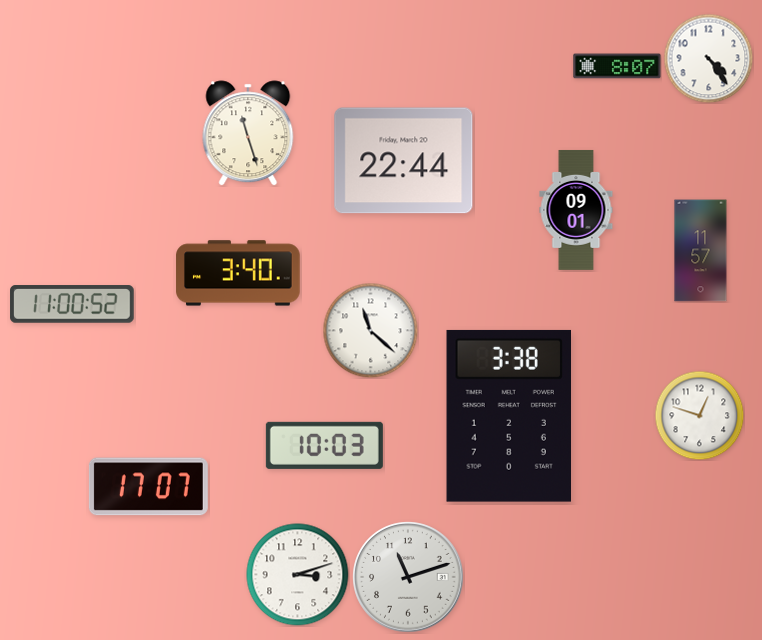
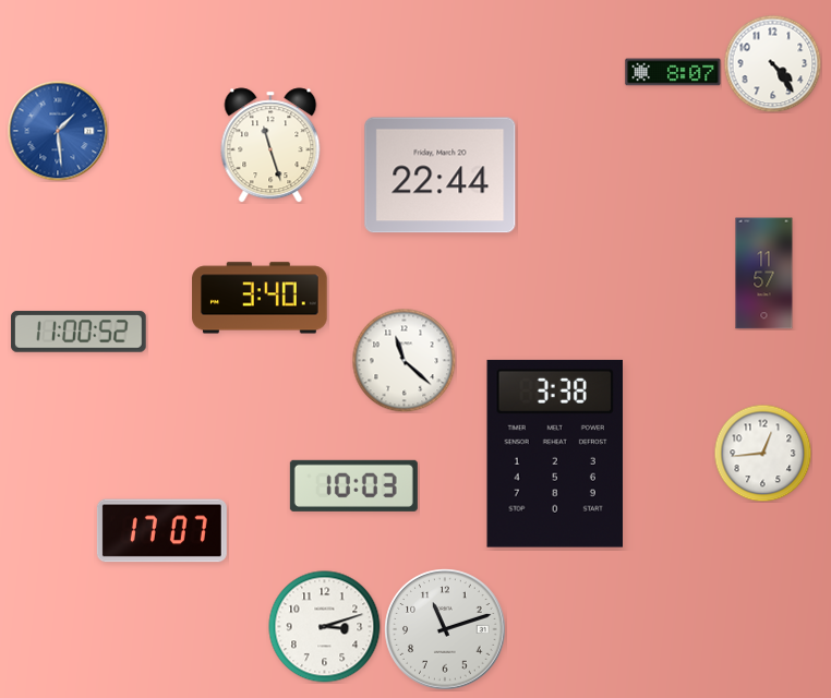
clock at (58, 131): none -> 1:29
clock at (576, 210): 09:01 -> none
clock at (699, 415): 12:48 -> 12:44
